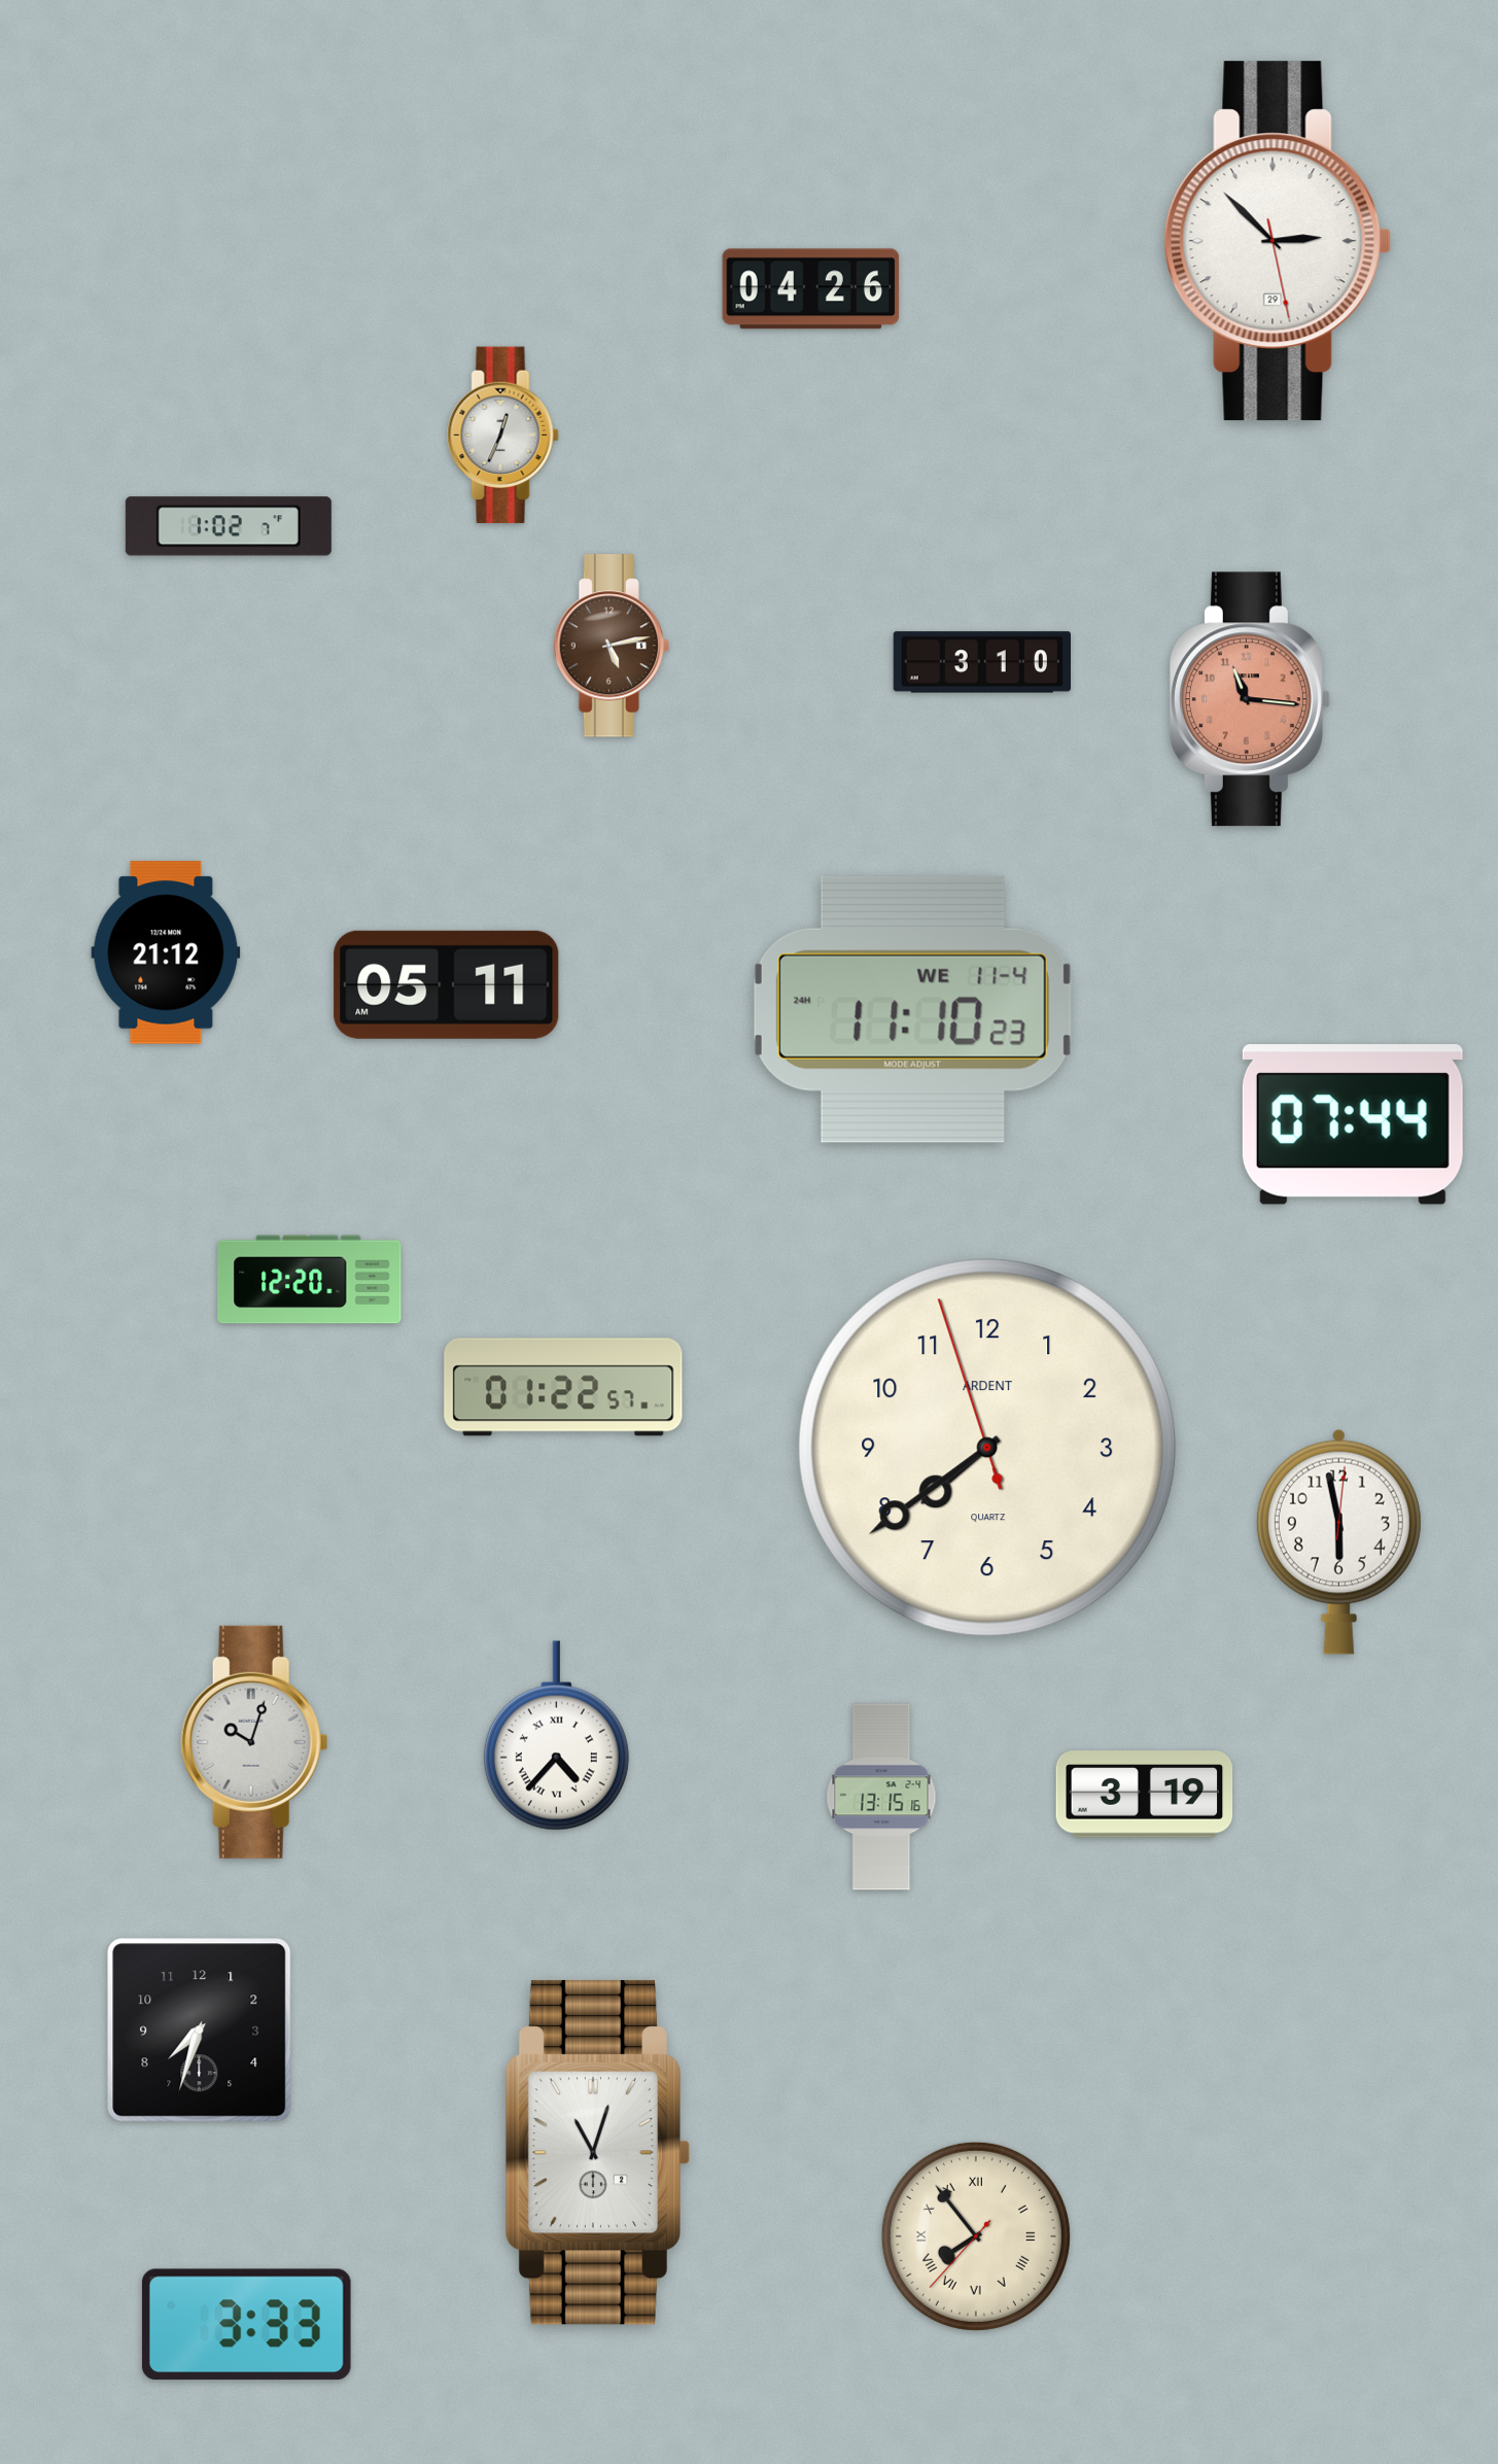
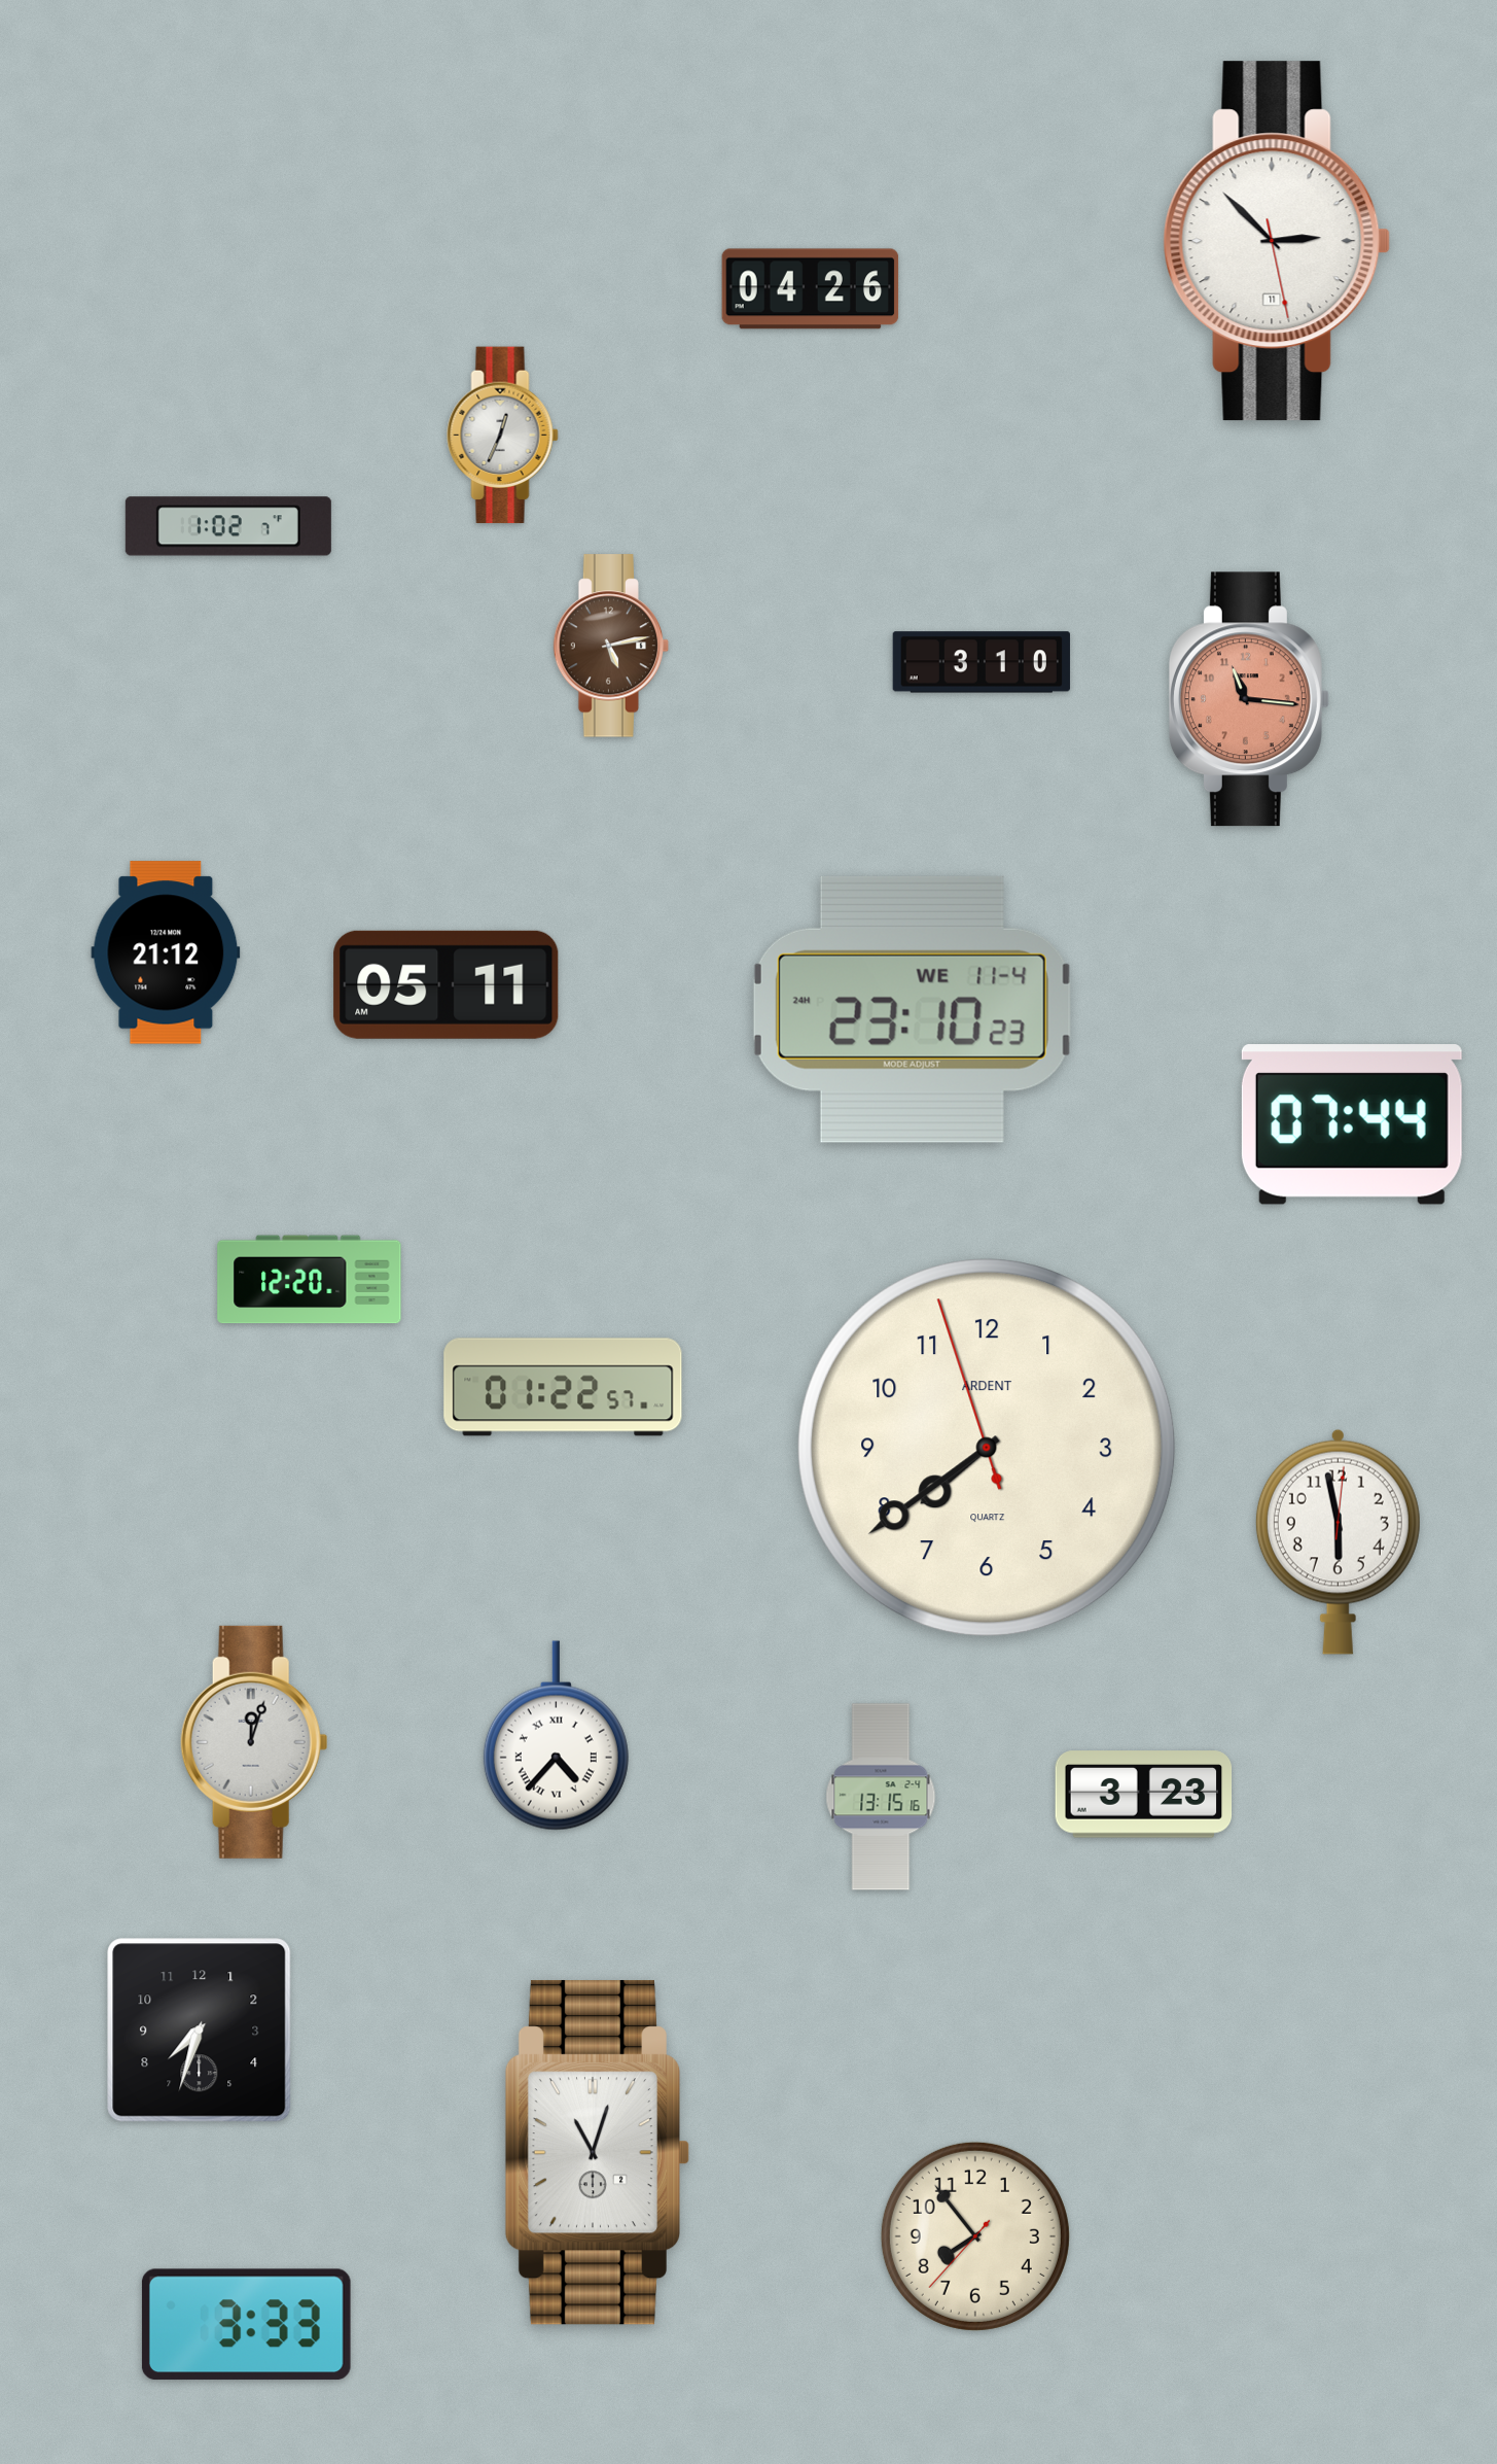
clock at (1278, 241) date: 29 -> 11
clock at (912, 1009): 11:10 -> 23:10
clock at (254, 1742): 10:03 -> 12:03
clock at (1145, 1795): 3:19 -> 3:23
clock at (976, 2236) numerals: Roman -> Arabic
